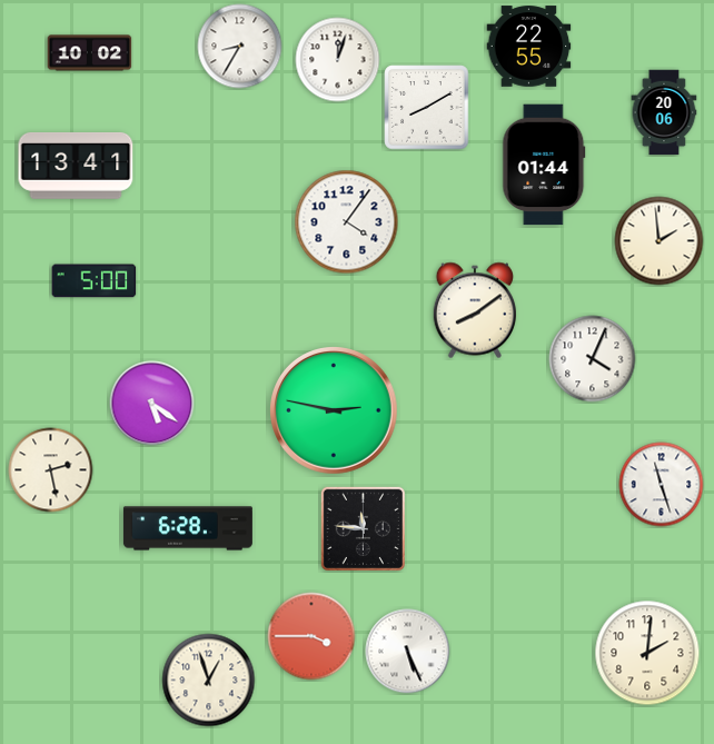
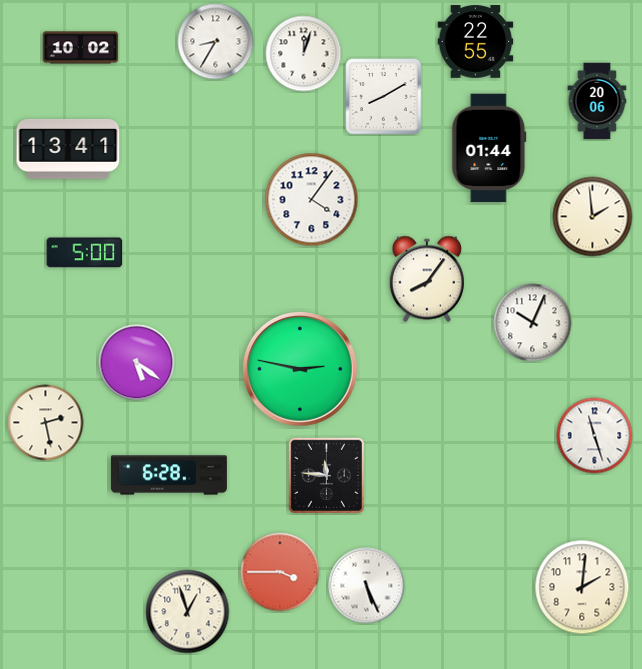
clock at (474, 310): 8:09 -> 8:06
clock at (593, 359): 4:04 -> 10:04
